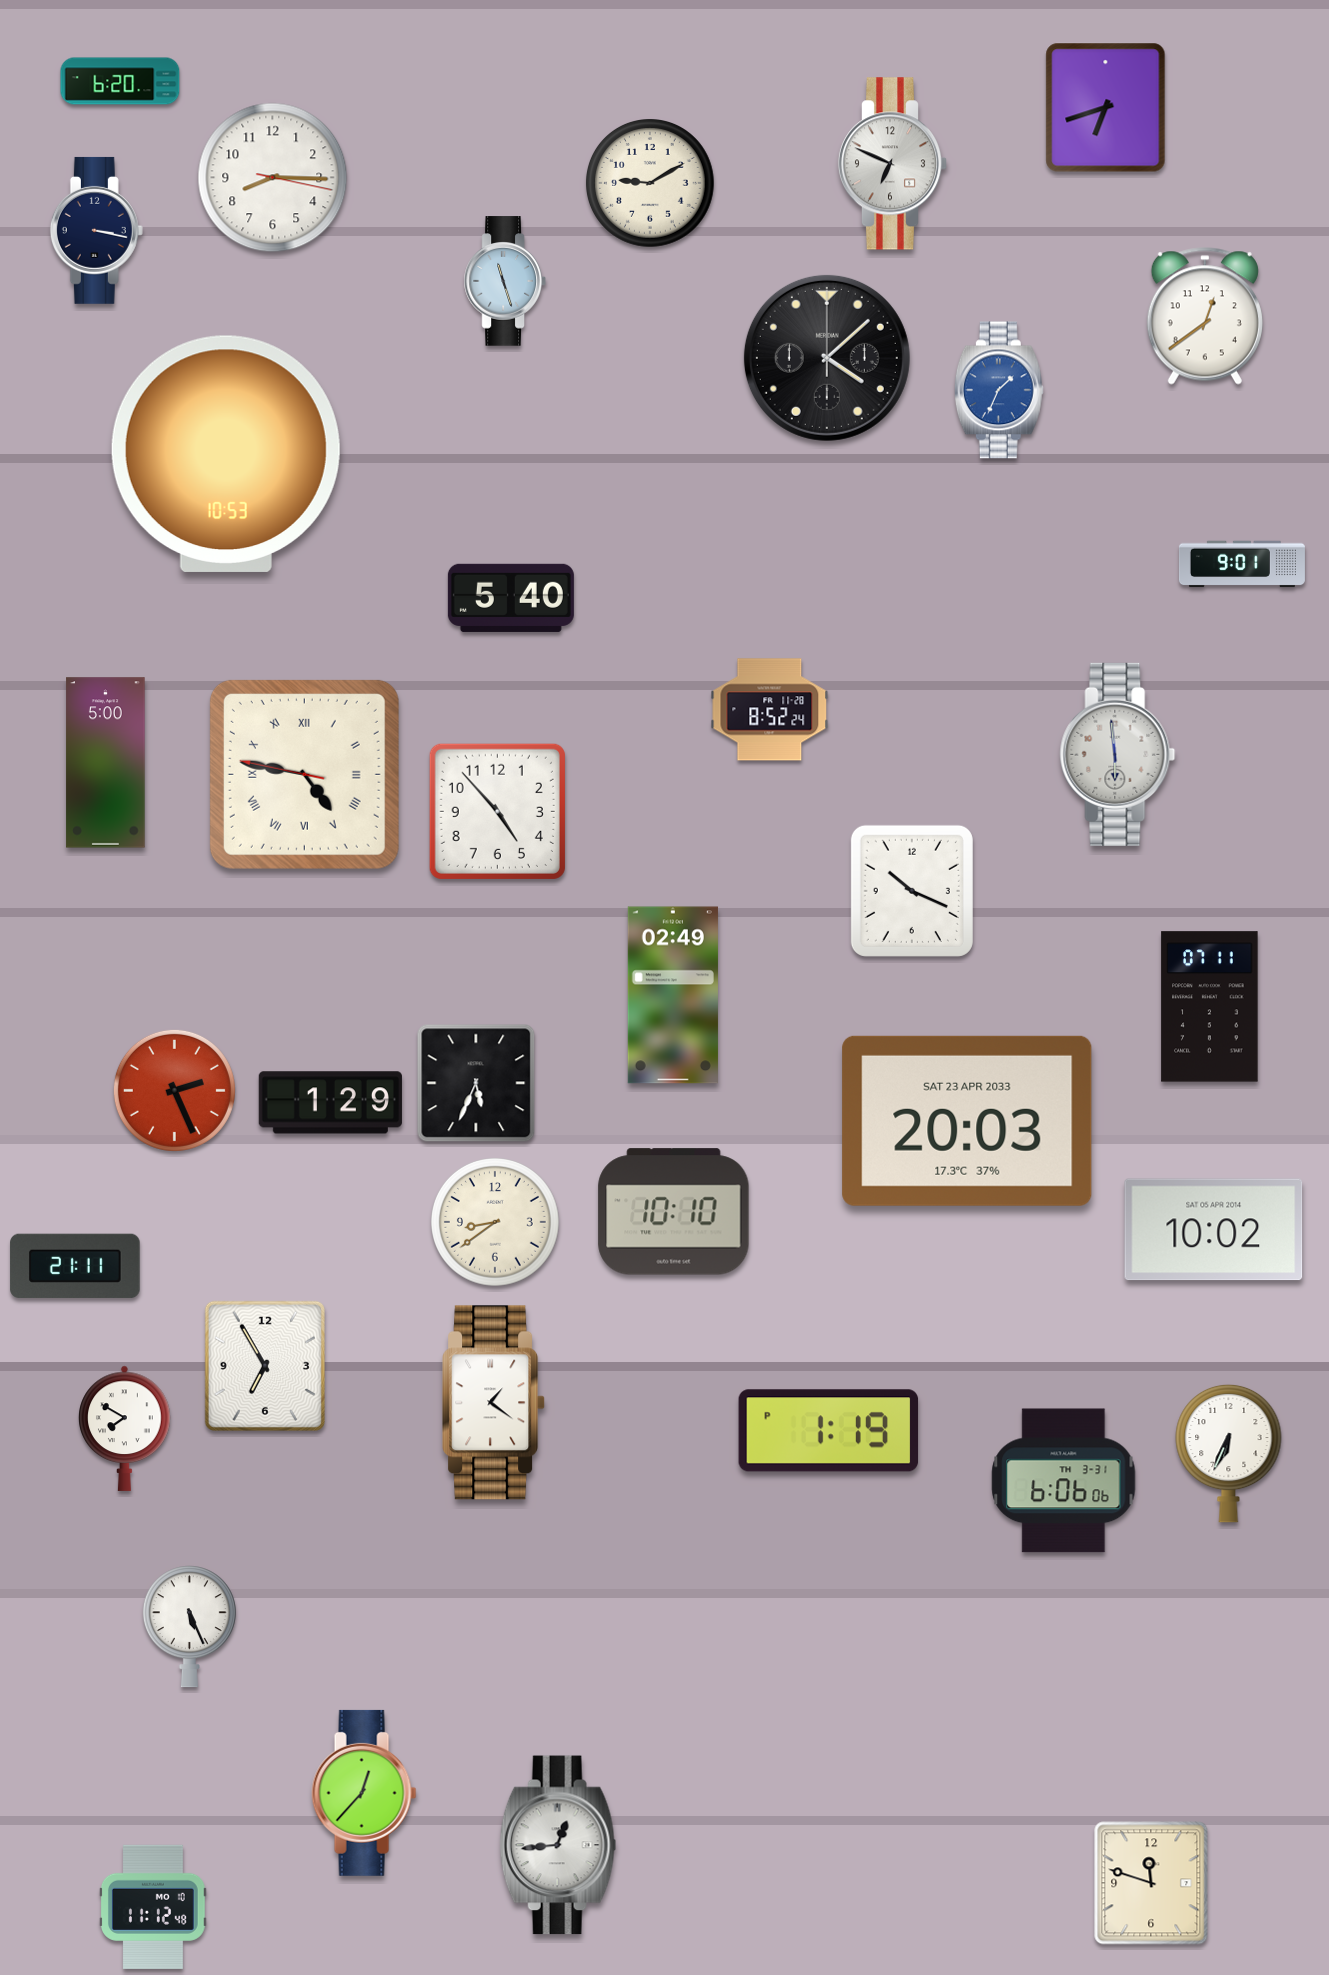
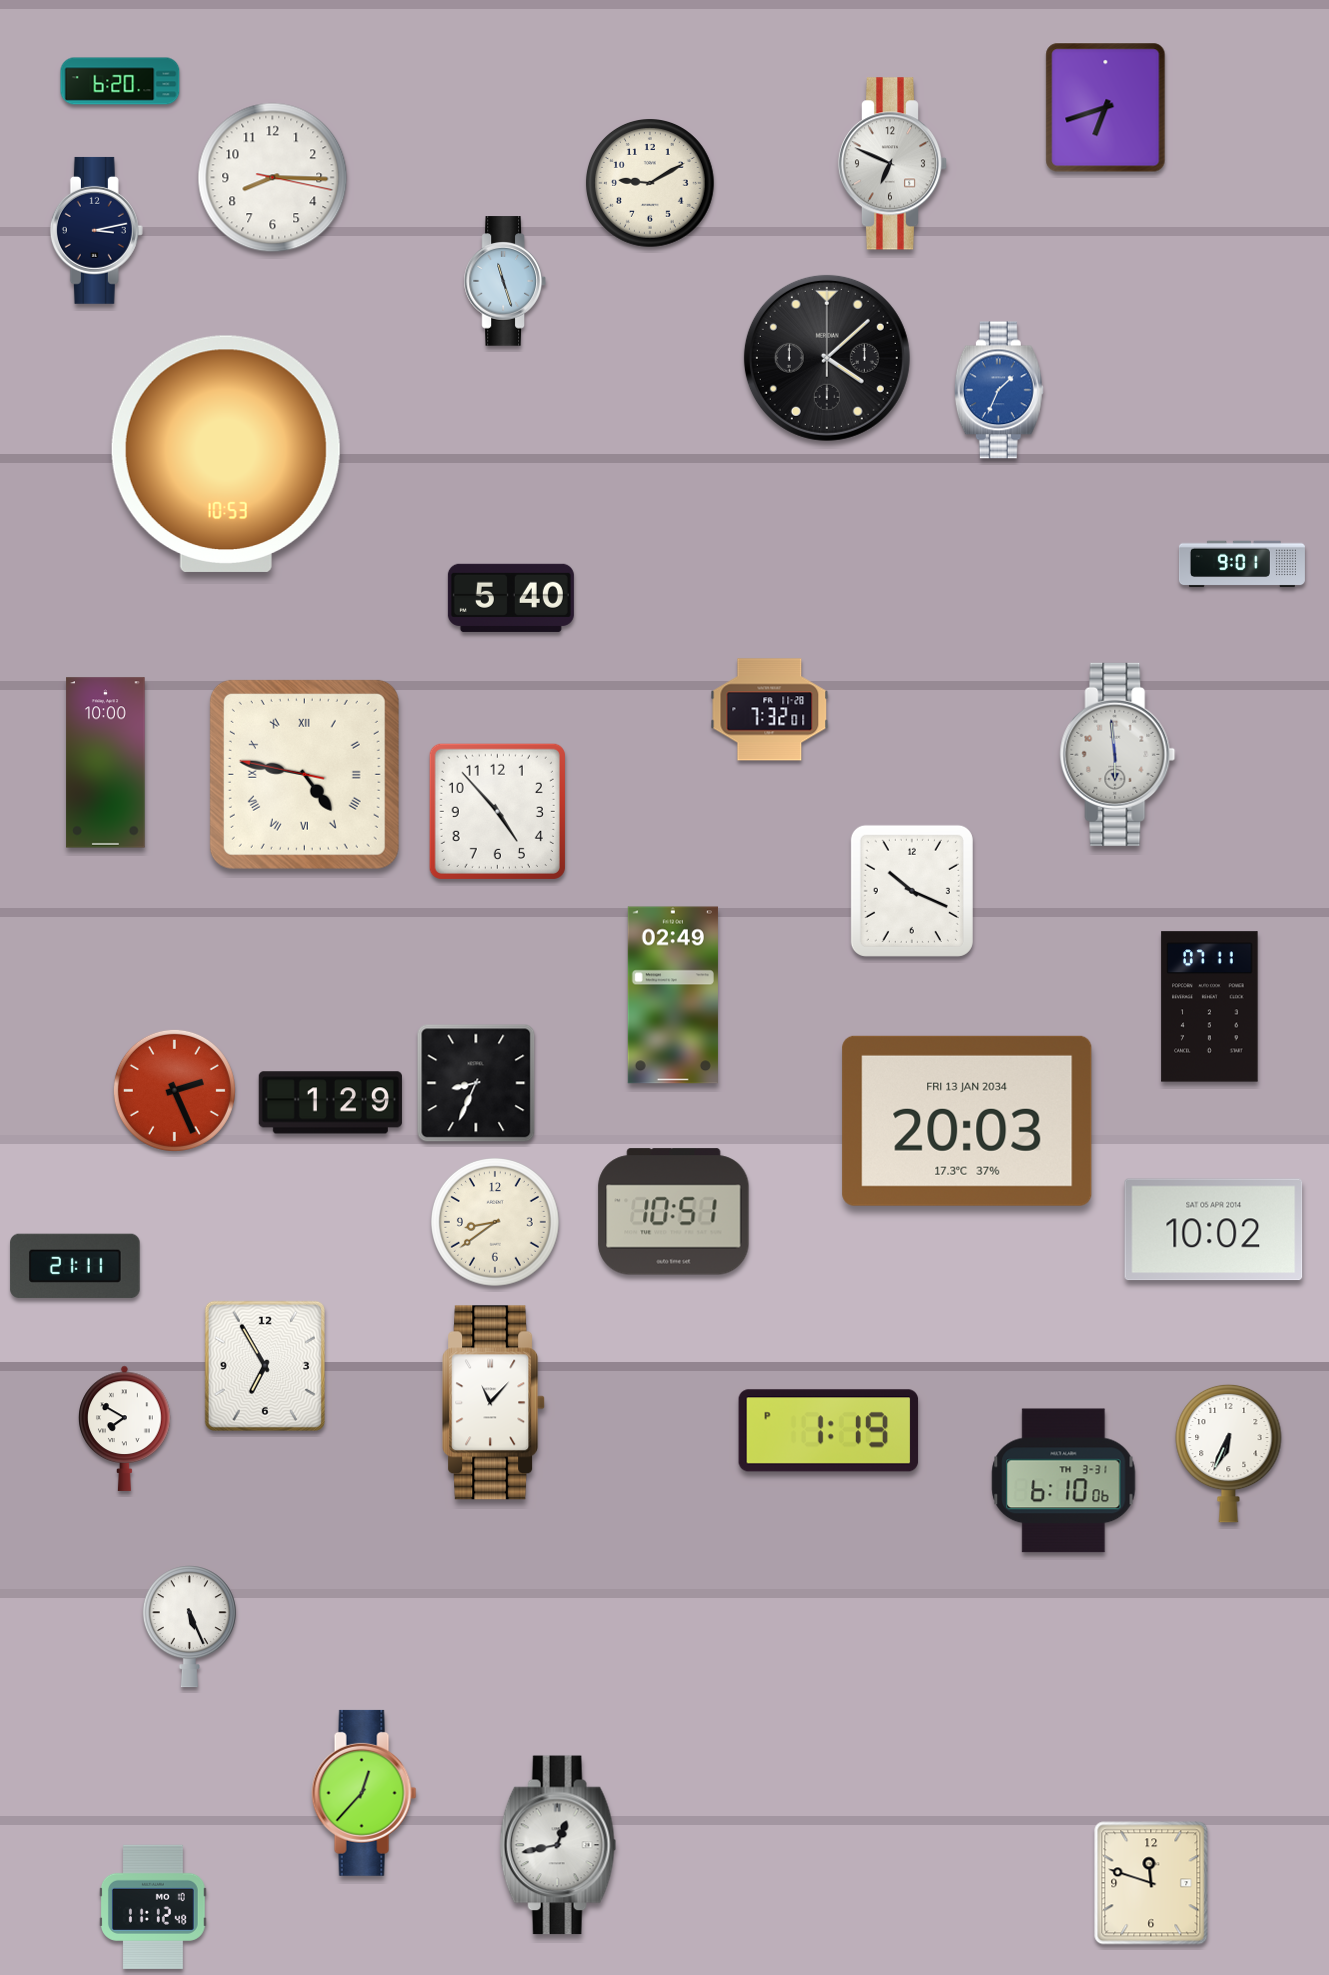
clock at (96, 230): 3:17 -> 3:13
clock at (1205, 316): 12:39 -> none
clock at (770, 710): 8:52 -> 7:32
clock at (106, 763): 5:00 -> 10:00
clock at (476, 1083): 5:34 -> 8:34
clock at (967, 1121) date: SAT 23 APR 2033 -> FRI 13 JAN 2034
clock at (674, 1212): 10:10 -> 10:51
clock at (494, 1403): 1:21 -> 11:07
clock at (1064, 1481): 6:06 -> 6:10
clock at (558, 1845): 12:44 -> 12:43
